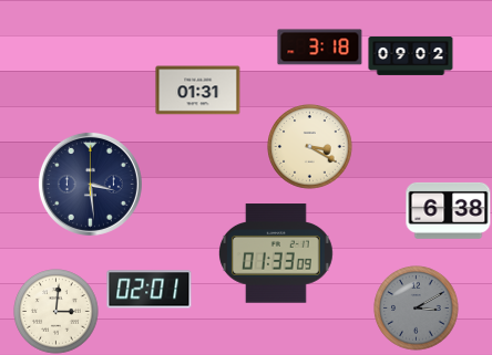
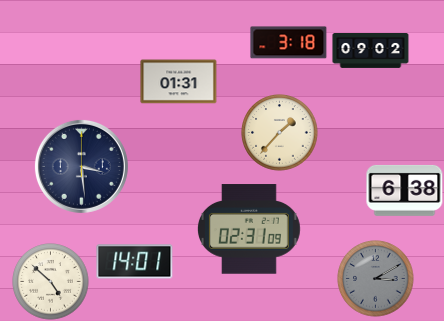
clock at (310, 147): 3:20 -> 1:37
clock at (276, 253): 01:33 -> 02:31
clock at (150, 290): 02:01 -> 14:01
clock at (57, 312): 3:01 -> 4:52
